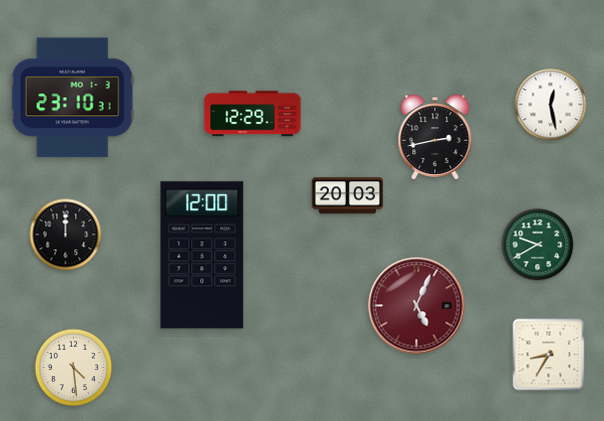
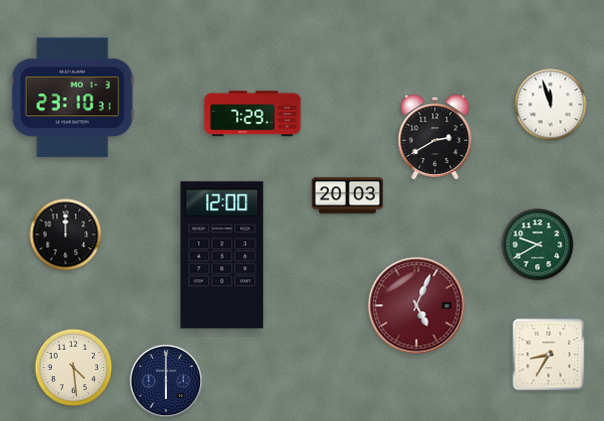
clock at (551, 105): 12:28 -> 11:57
clock at (253, 114): 12:29 -> 7:29
clock at (435, 137): 2:43 -> 2:40
clock at (202, 255) position: (202, 255) -> (222, 255)
clock at (166, 381): none -> 6:00
